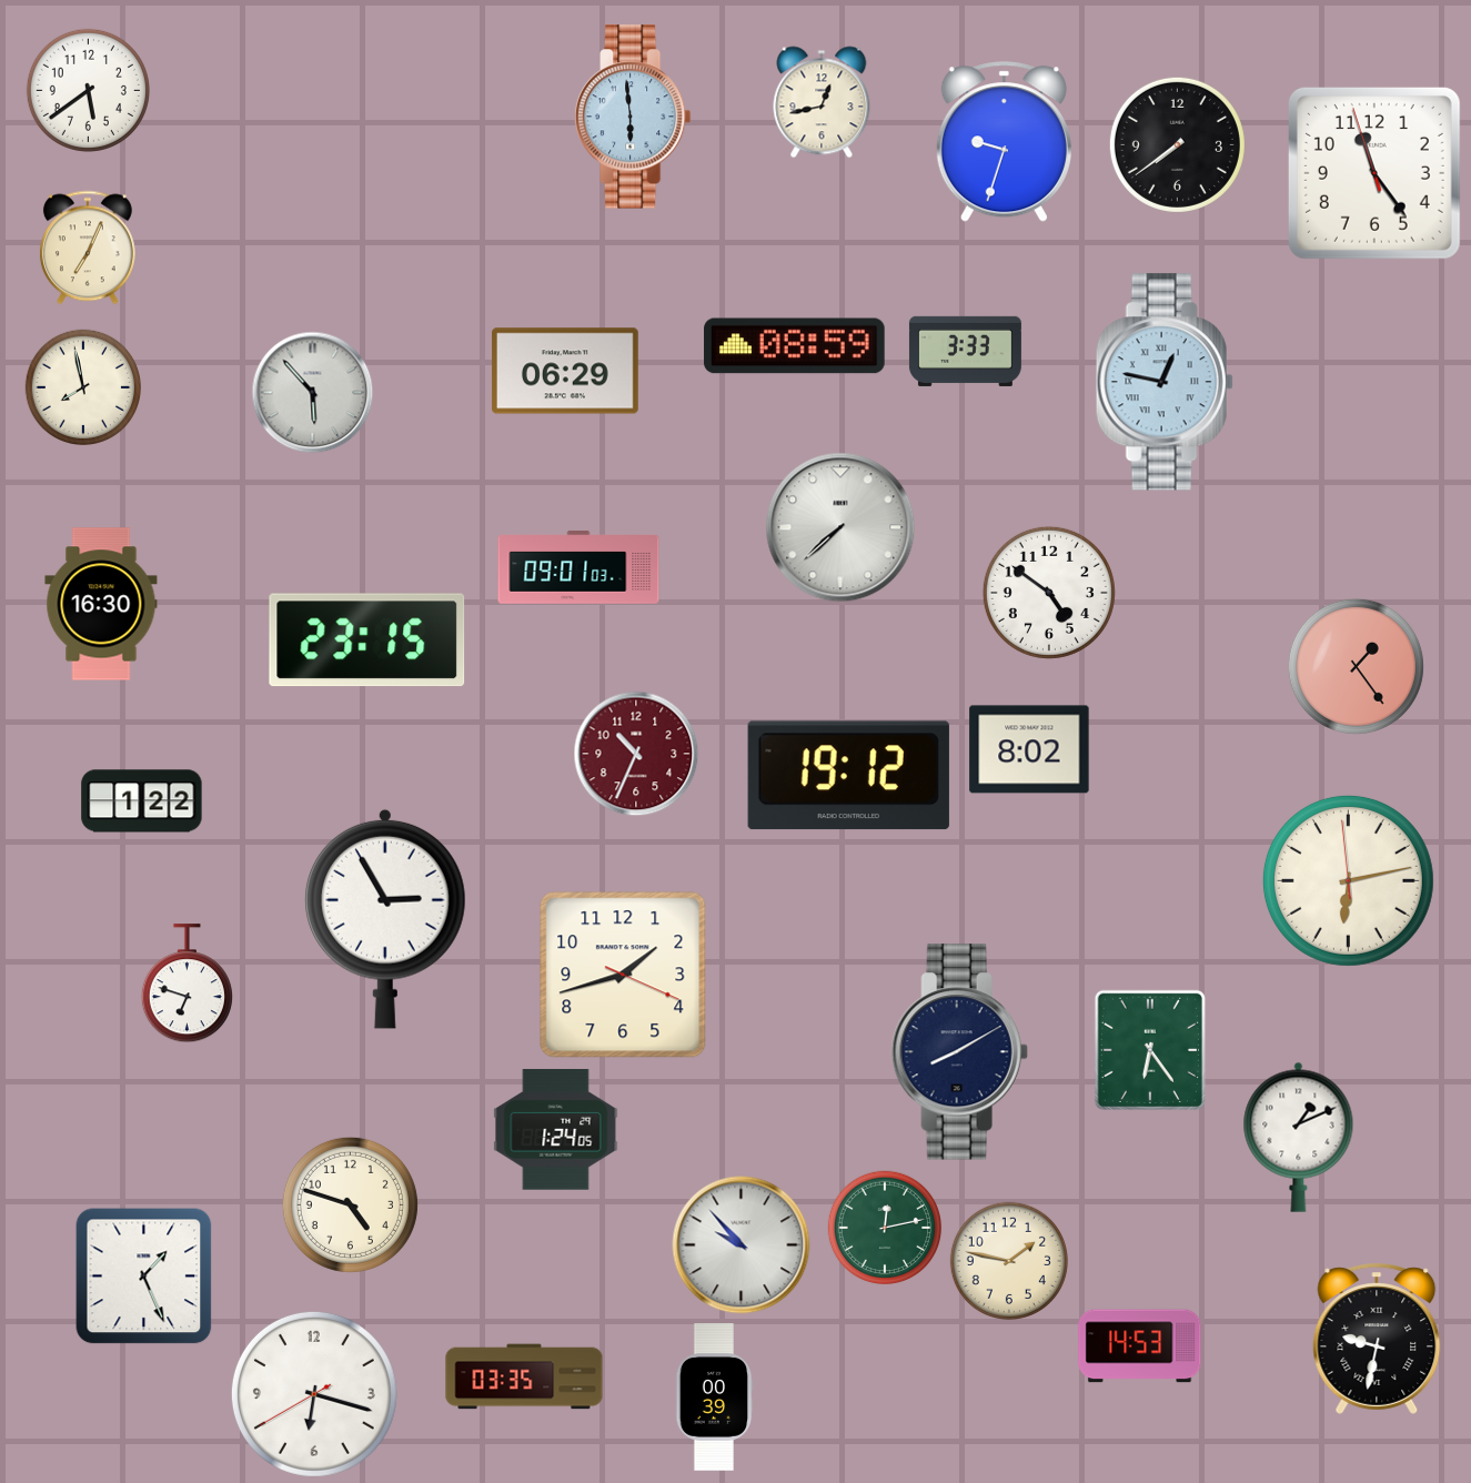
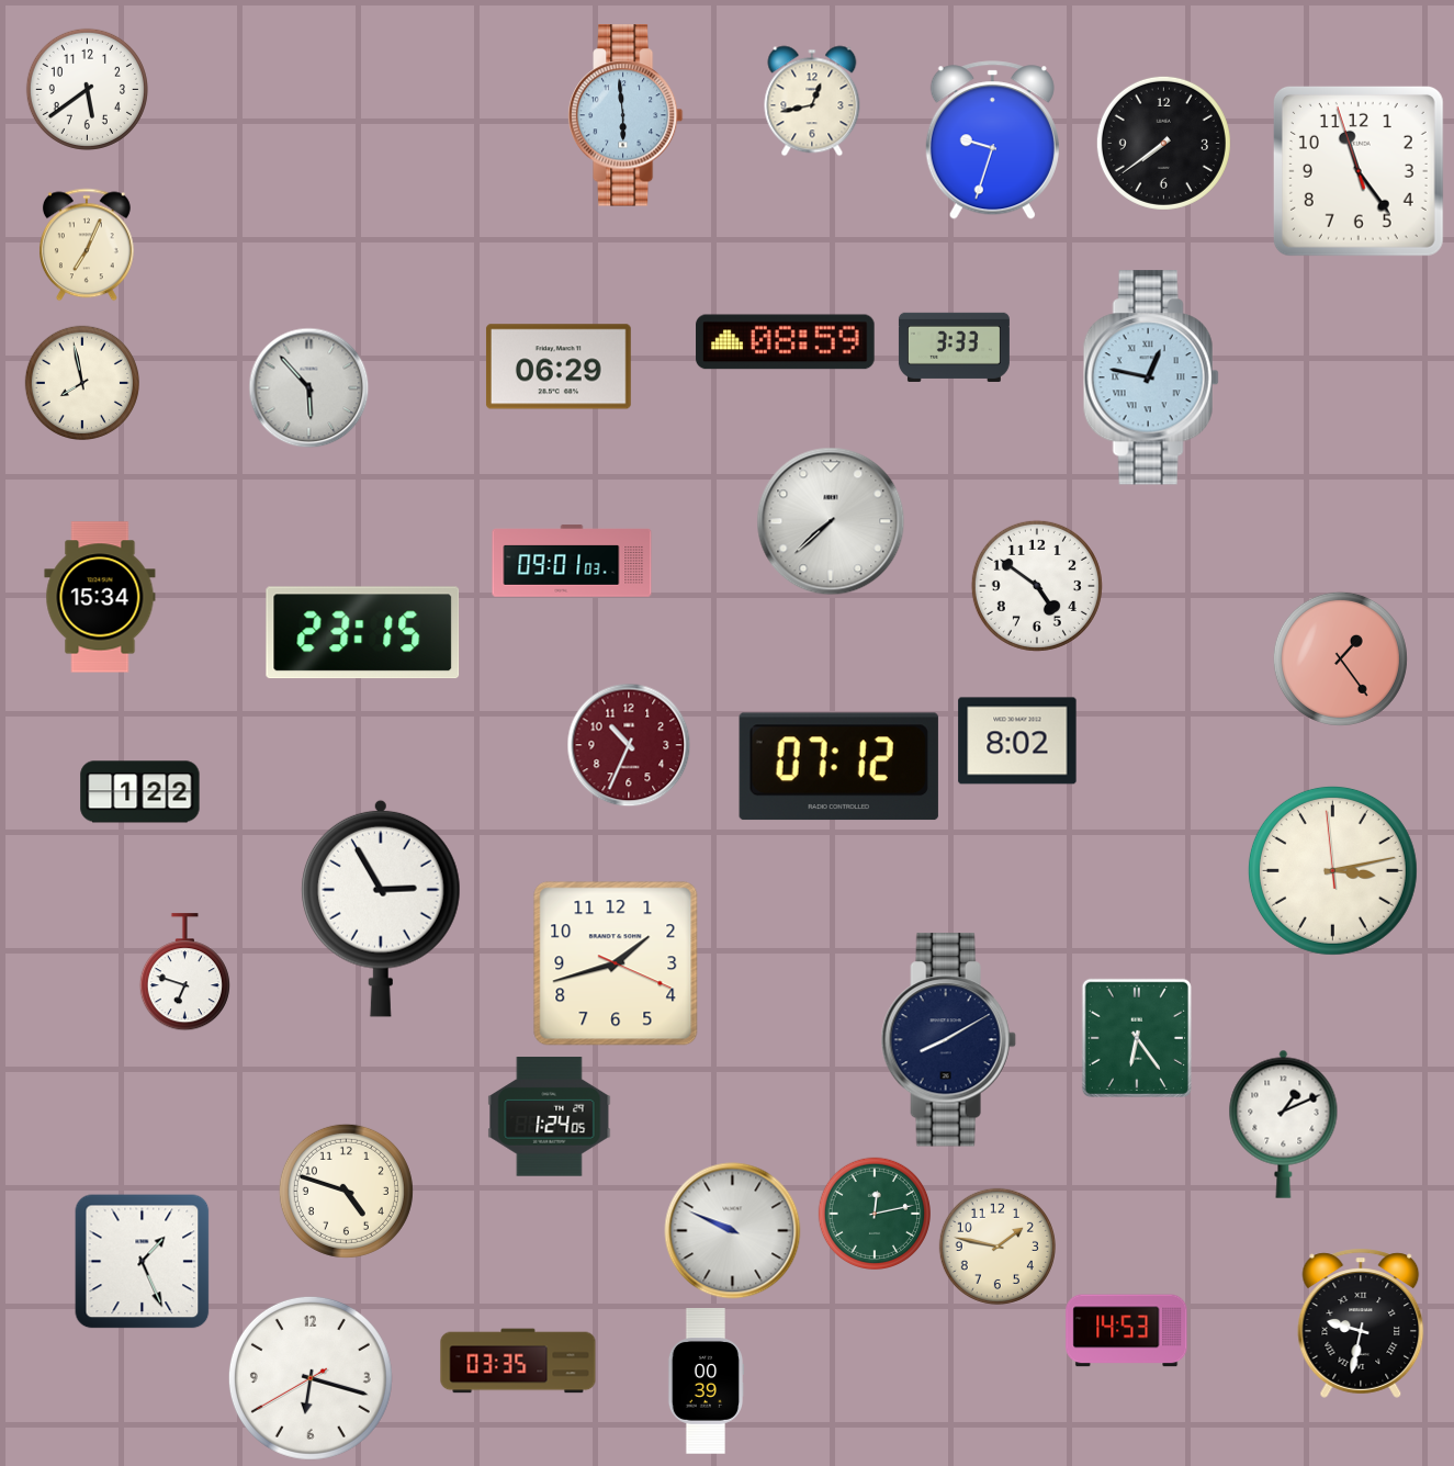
clock at (101, 604): 16:30 -> 15:34
clock at (848, 776): 19:12 -> 07:12
clock at (1348, 880): 6:12 -> 3:12
clock at (742, 1245): 9:53 -> 9:49
